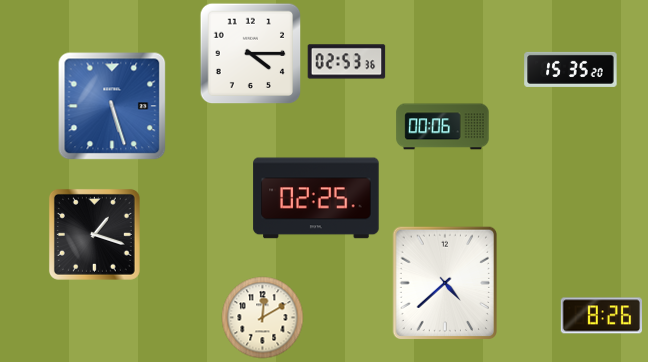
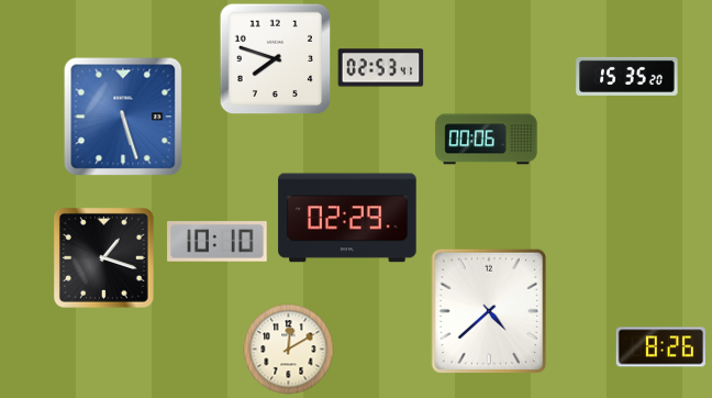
clock at (251, 54): 4:15 -> 7:48
clock at (347, 62): 02:53:36 -> 02:53:41
clock at (316, 198): 02:25 -> 02:29
clock at (218, 242): none -> 10:10
